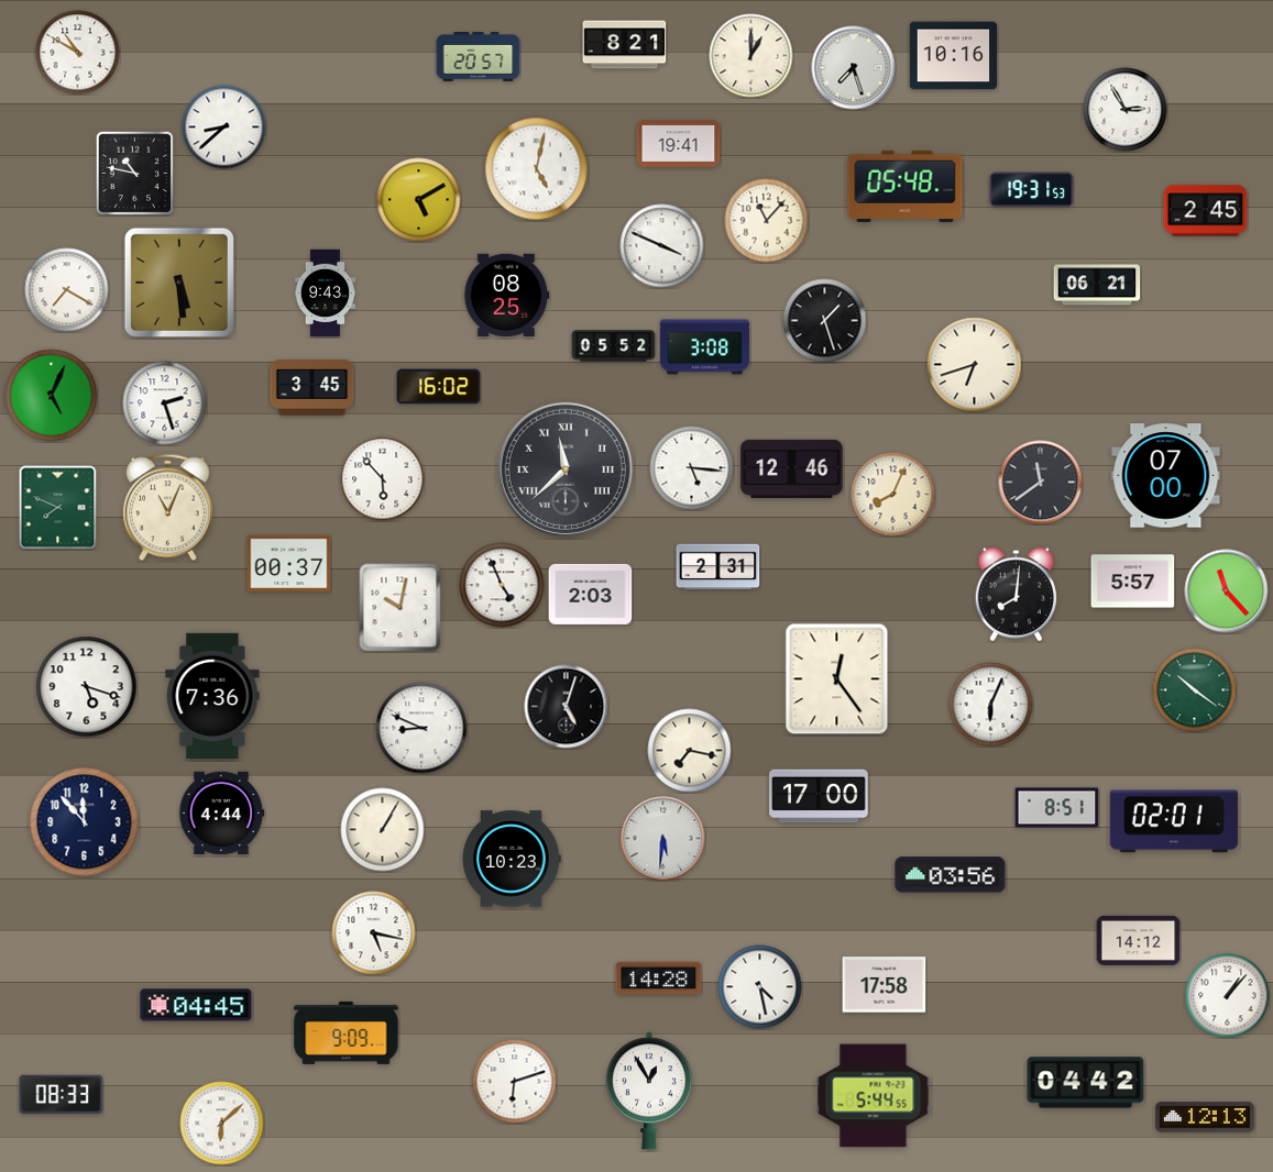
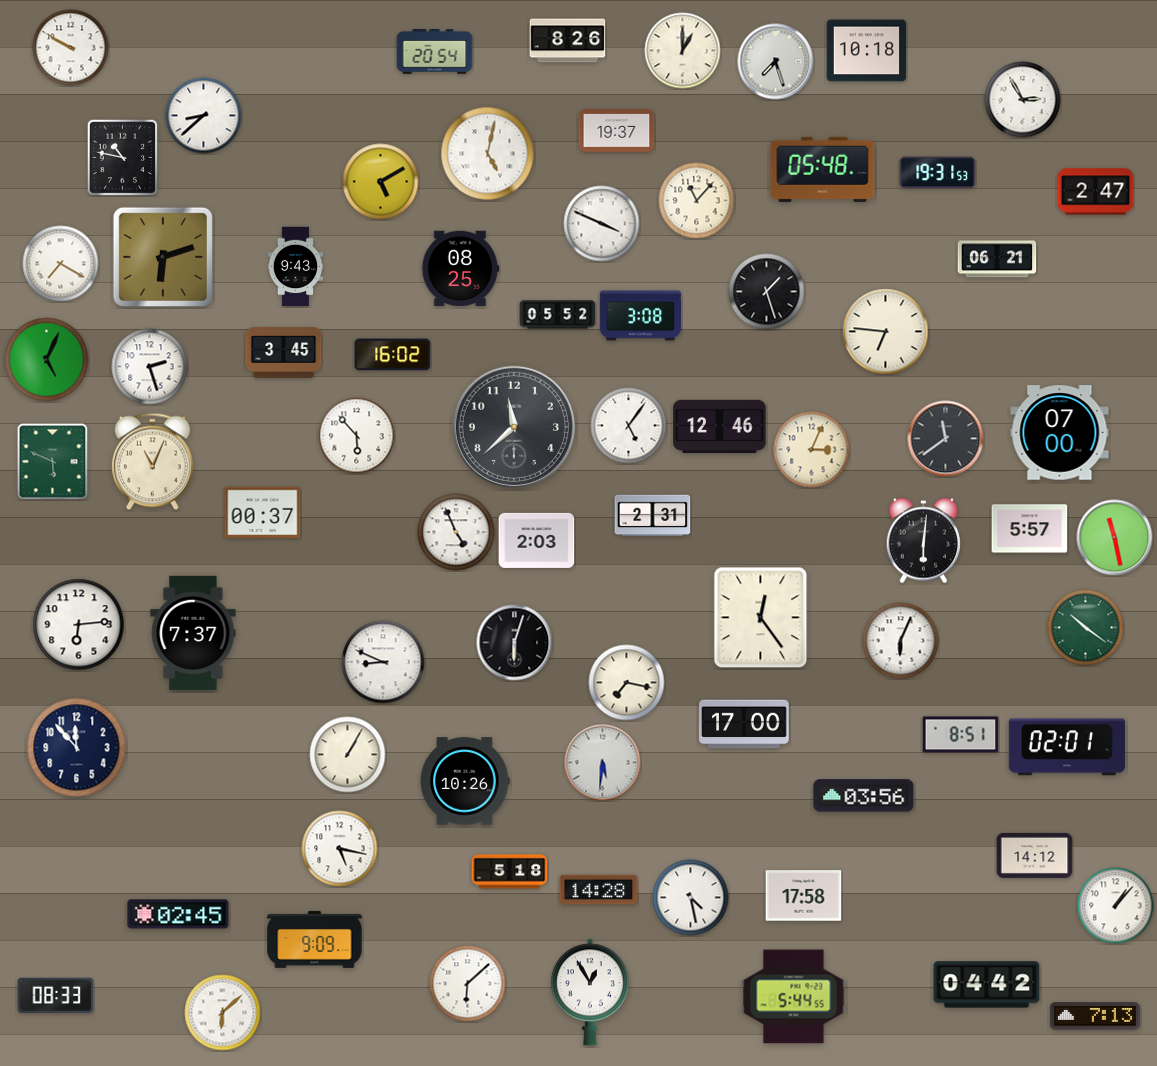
clock at (625, 45): 8:21 -> 8:26
clock at (78, 53): 10:50 -> 9:50
clock at (954, 56): 10:16 -> 10:18
clock at (479, 57): 20:57 -> 20:54
clock at (679, 144): 19:41 -> 19:37
clock at (1206, 211): 2:45 -> 2:47
clock at (179, 283): 5:29 -> 6:12
clock at (825, 321) position: (825, 321) -> (767, 292)
clock at (975, 365): 6:42 -> 6:46
clock at (439, 387) position: (439, 387) -> (393, 355)
clock at (692, 468): 5:16 -> 5:06
clock at (566, 469) numerals: Roman -> Arabic
clock at (383, 479) position: (383, 479) -> (357, 436)
clock at (893, 495): 8:04 -> 3:04
clock at (58, 508): 7:49 -> 5:49
clock at (1227, 591): 11:23 -> 11:28
clock at (1016, 595): 8:01 -> 6:01
clock at (400, 608): 10:02 -> none
clock at (87, 687): 5:18 -> 6:14
clock at (212, 696): 7:36 -> 7:37
clock at (567, 707): 5:03 -> 6:03
clock at (221, 814): 4:44 -> none
clock at (512, 859): 10:23 -> 10:26
clock at (510, 872): none -> 5:18
clock at (196, 1005): 04:45 -> 02:45
clock at (515, 1082): 6:12 -> 6:08
clock at (1205, 1117): 12:13 -> 7:13
clock at (222, 1124) position: (222, 1124) -> (223, 1013)
